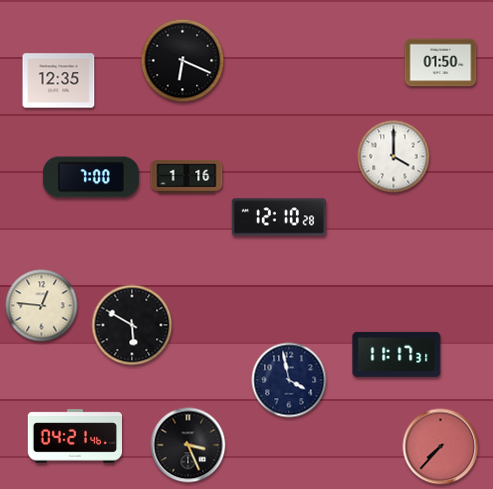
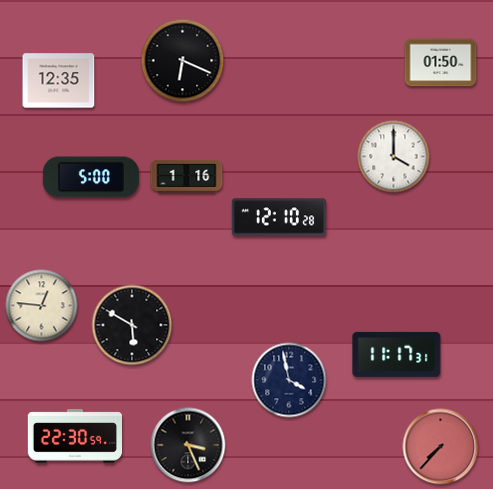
clock at (91, 177): 7:00 -> 5:00
clock at (74, 436): 04:21 -> 22:30
